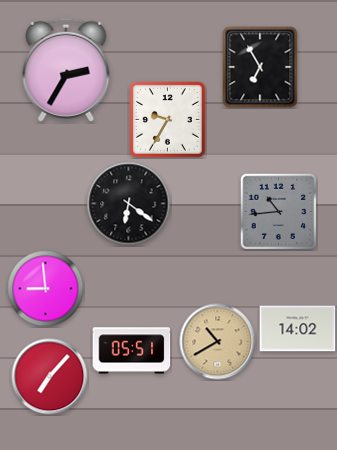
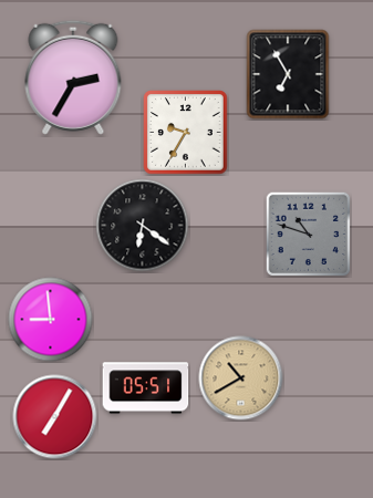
clock at (278, 211): 10:44 -> 10:48
clock at (298, 329): 14:02 -> none
clock at (50, 377): 7:07 -> 7:05
